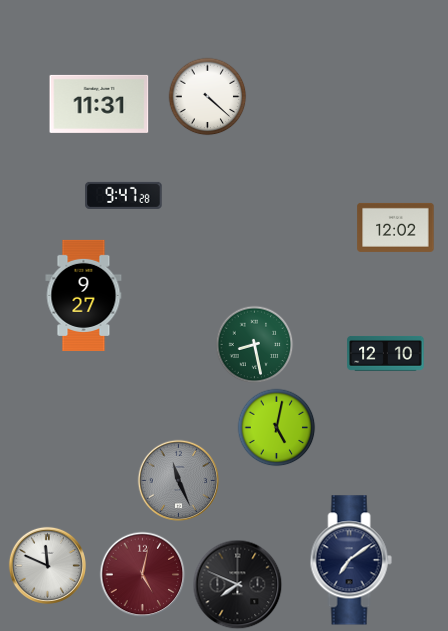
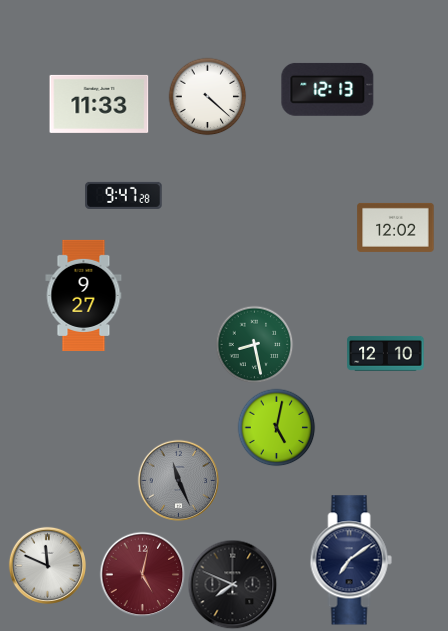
clock at (328, 89): none -> 12:13
clock at (99, 104): 11:31 -> 11:33
clock at (237, 584) position: (237, 584) -> (232, 584)
